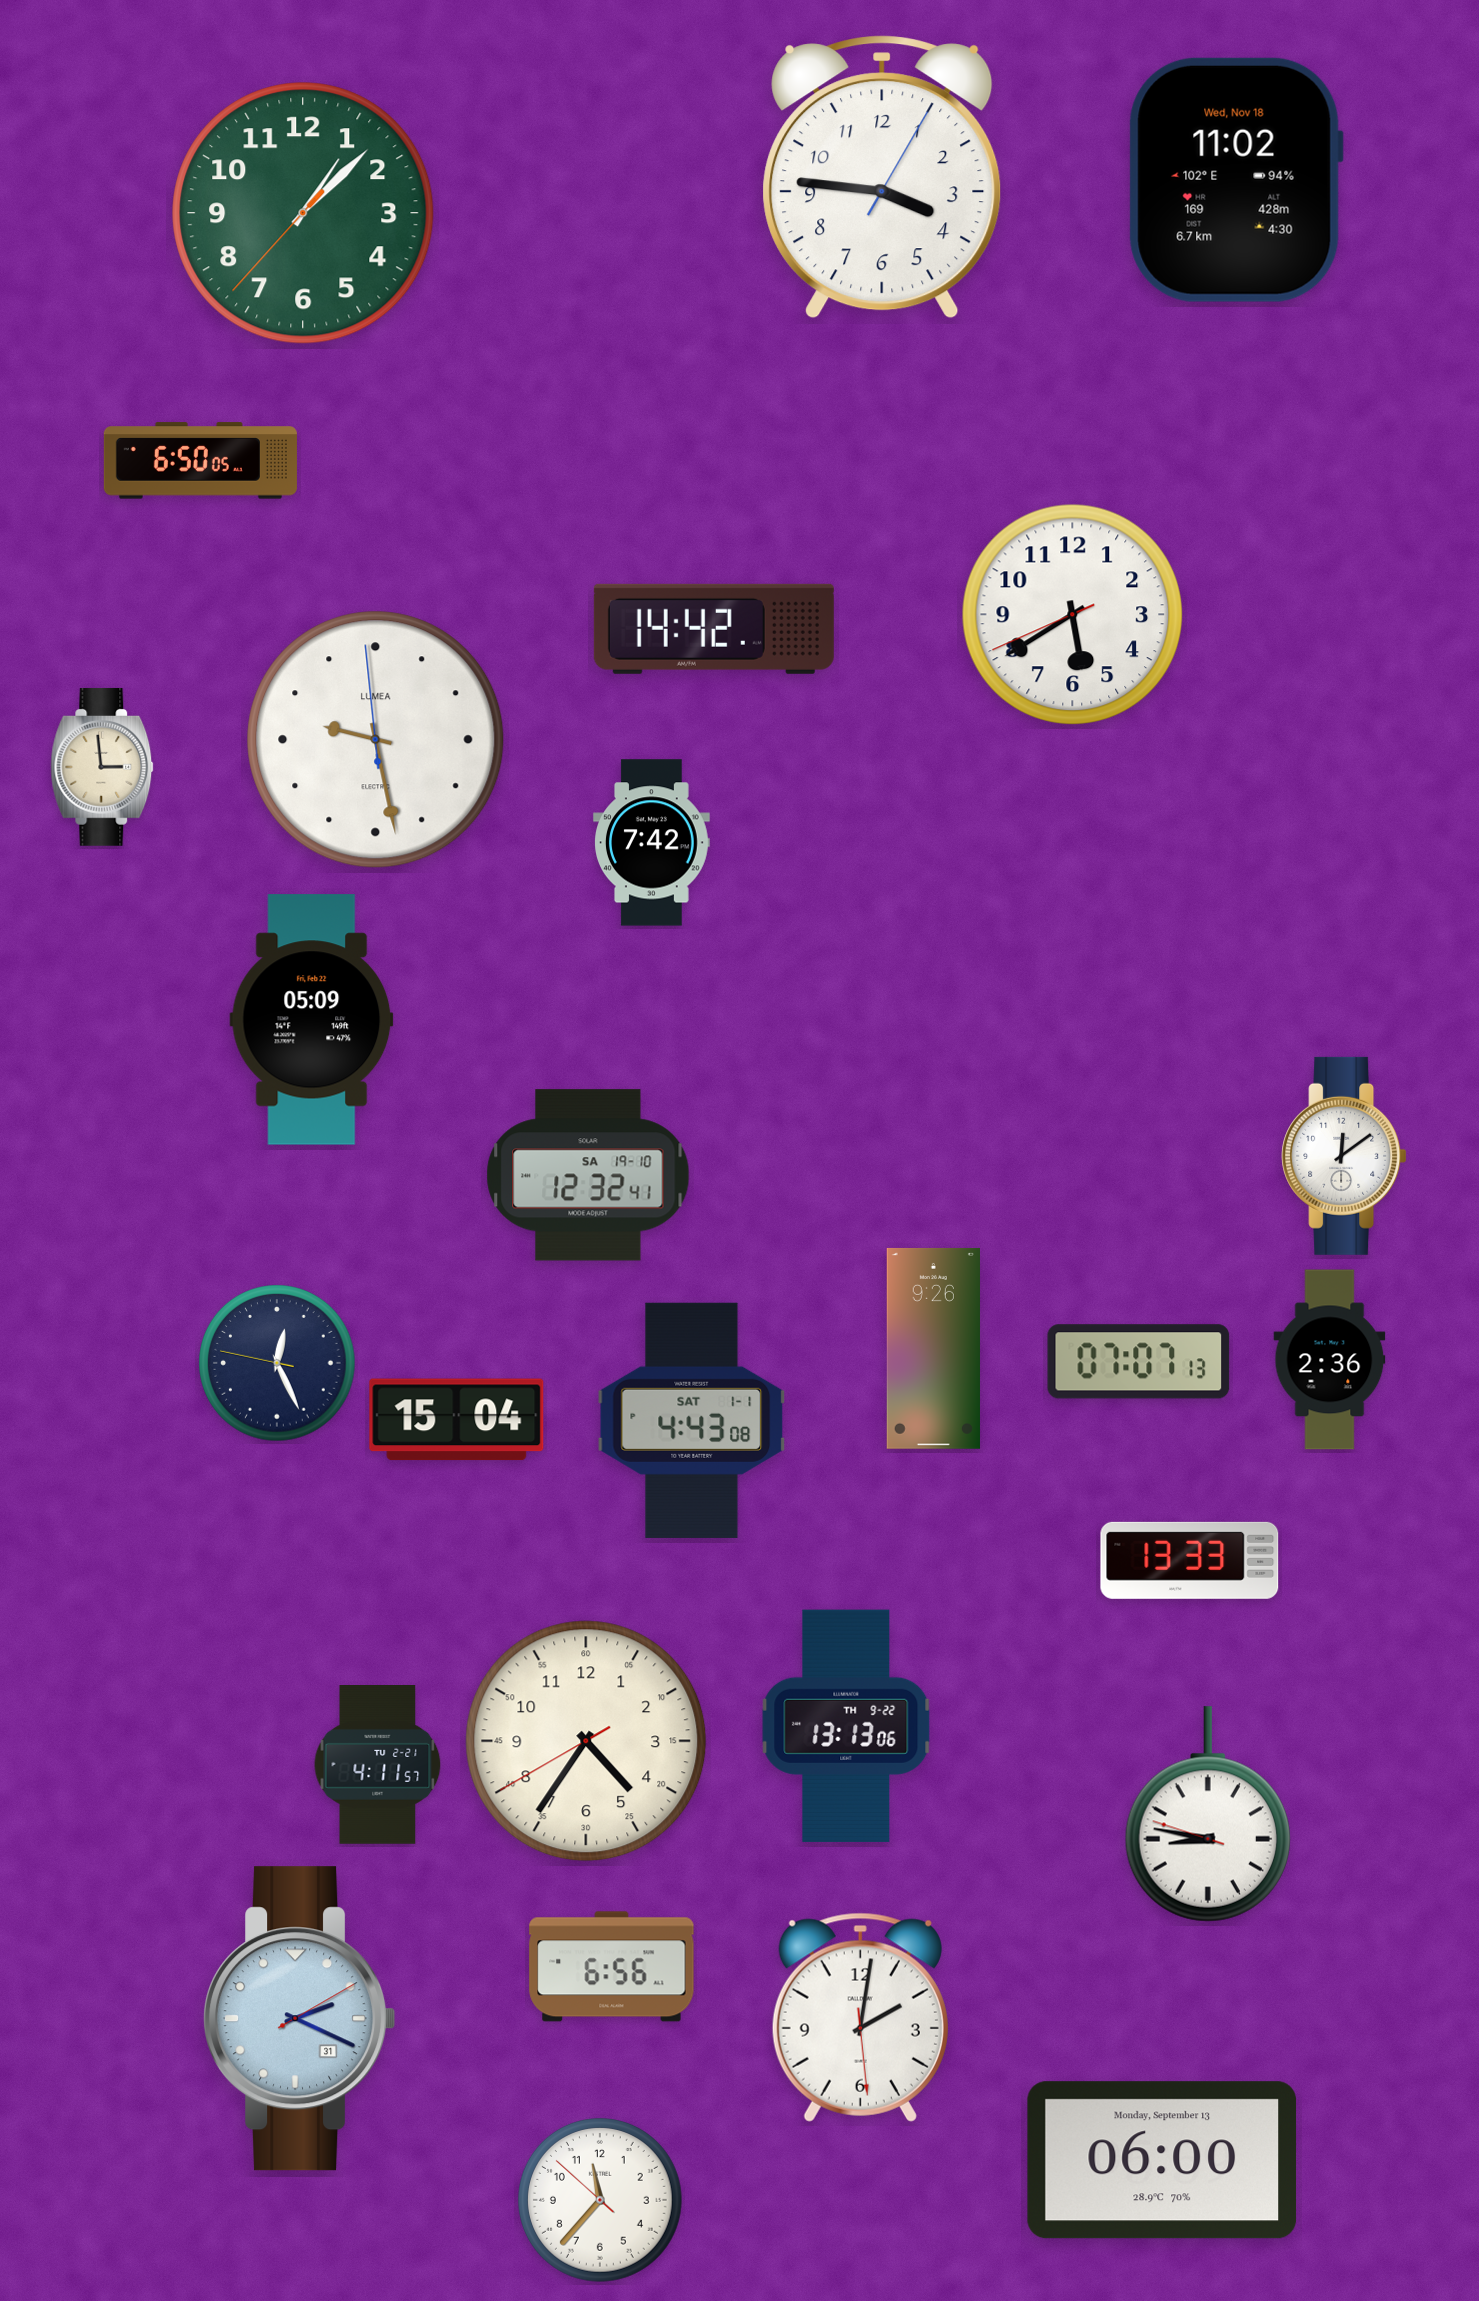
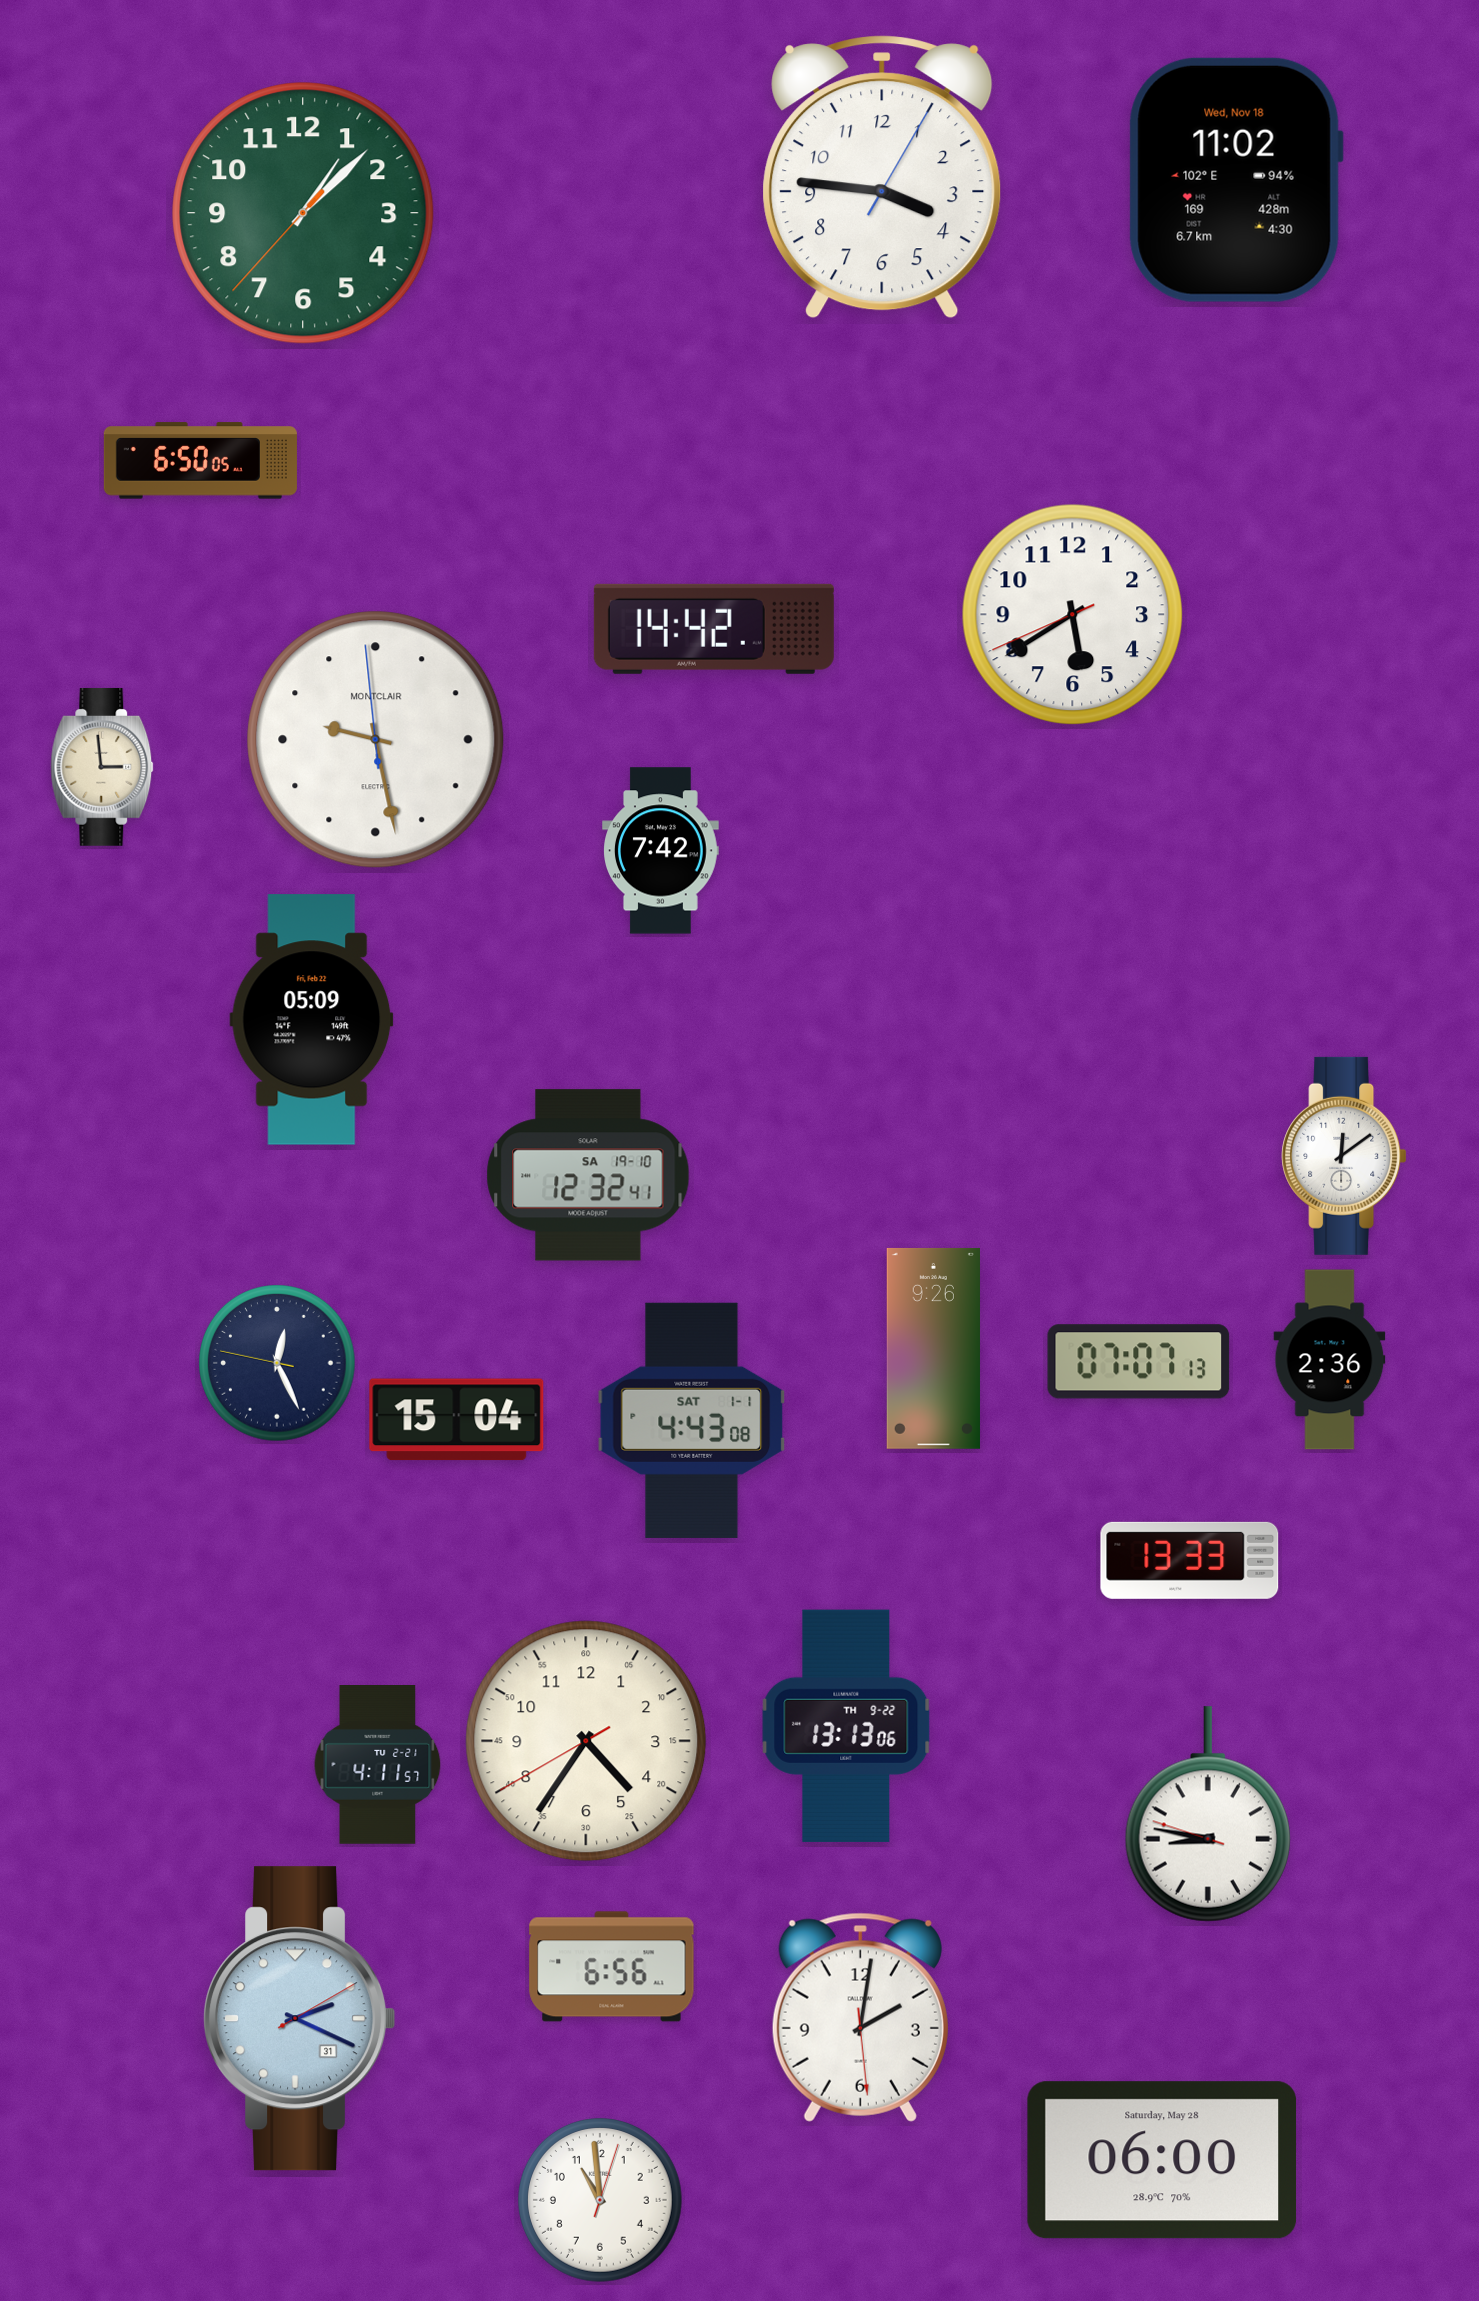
clock at (376, 740) brand: LUMEA -> MONTCLAIR
clock at (652, 843) position: (652, 843) -> (661, 851)
clock at (1162, 2160) date: Monday, September 13 -> Saturday, May 28
clock at (601, 2201): 11:36 -> 10:59
